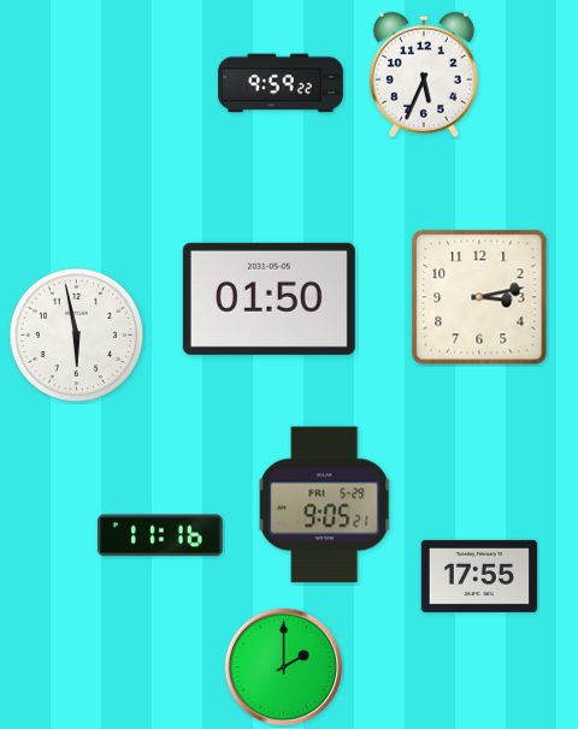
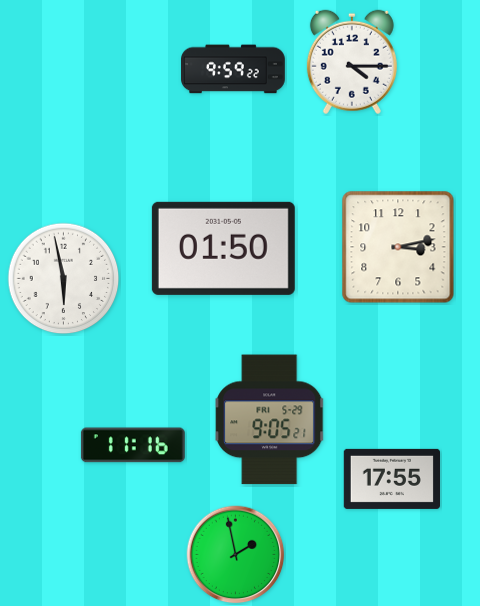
clock at (424, 75): 5:34 -> 4:15
clock at (478, 576) position: (478, 576) -> (391, 479)
clock at (284, 668): 2:00 -> 1:58
